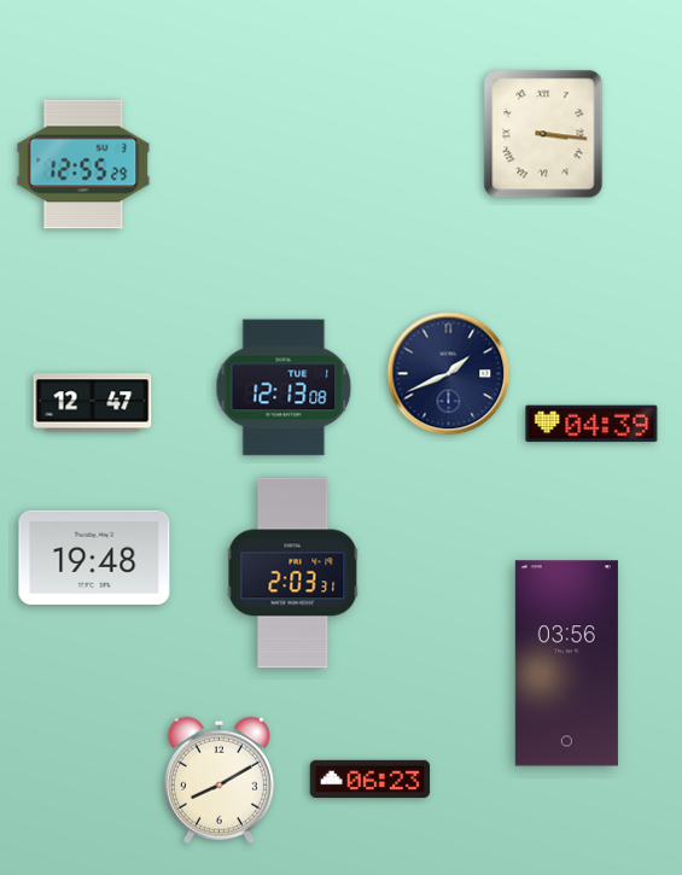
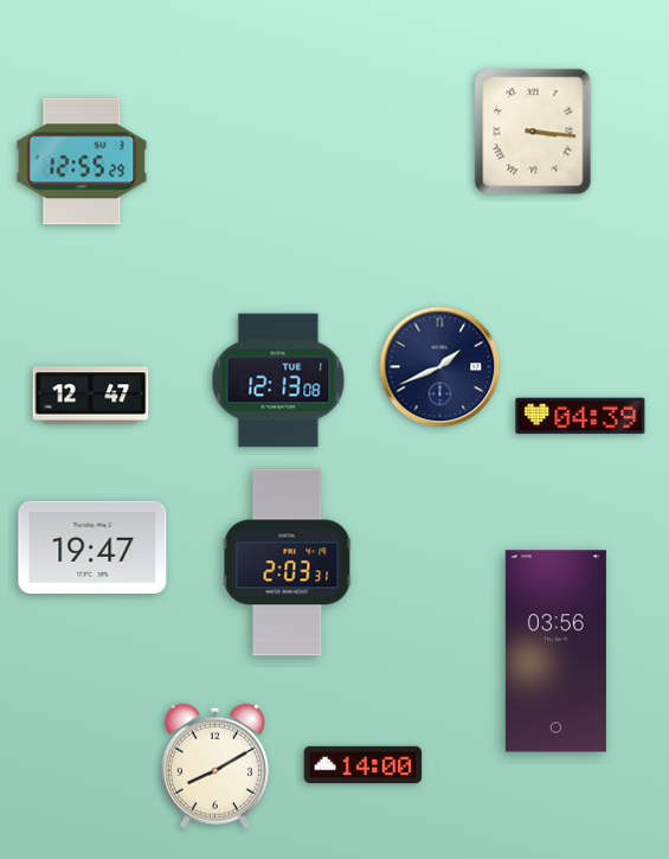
clock at (94, 558): 19:48 -> 19:47
clock at (371, 780): 06:23 -> 14:00
